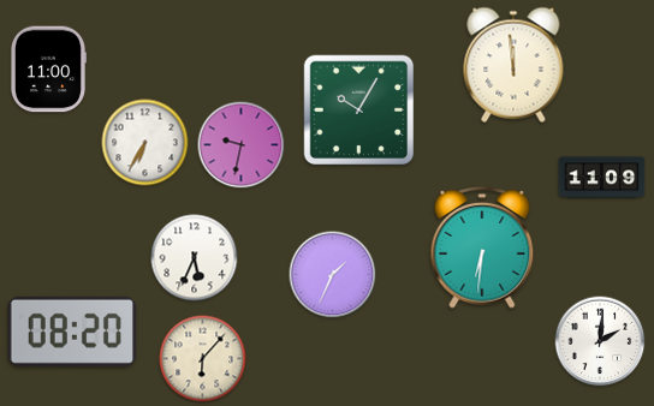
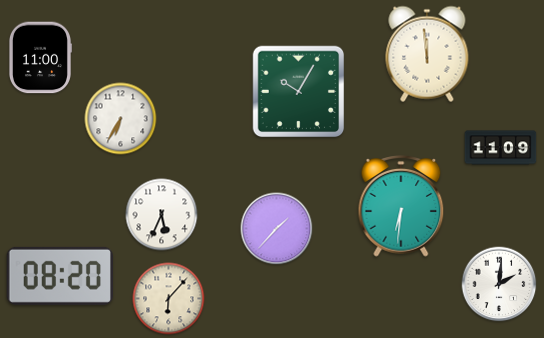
clock at (242, 145): 9:32 -> none
clock at (333, 275): 1:34 -> 1:37
